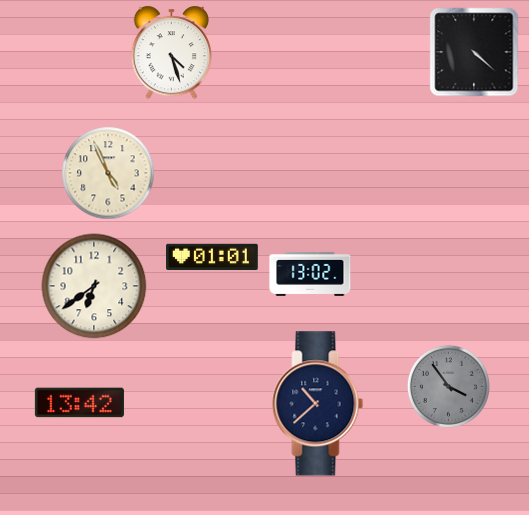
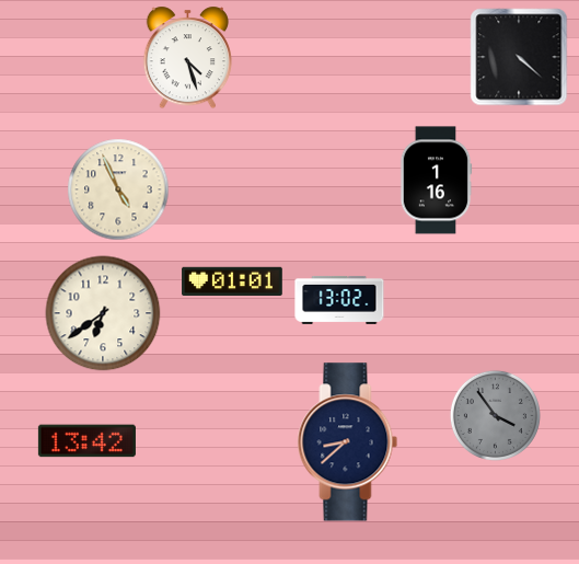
clock at (436, 181): none -> 1:16
clock at (448, 386) position: (448, 386) -> (495, 415)
clock at (318, 404): 10:38 -> 8:38
